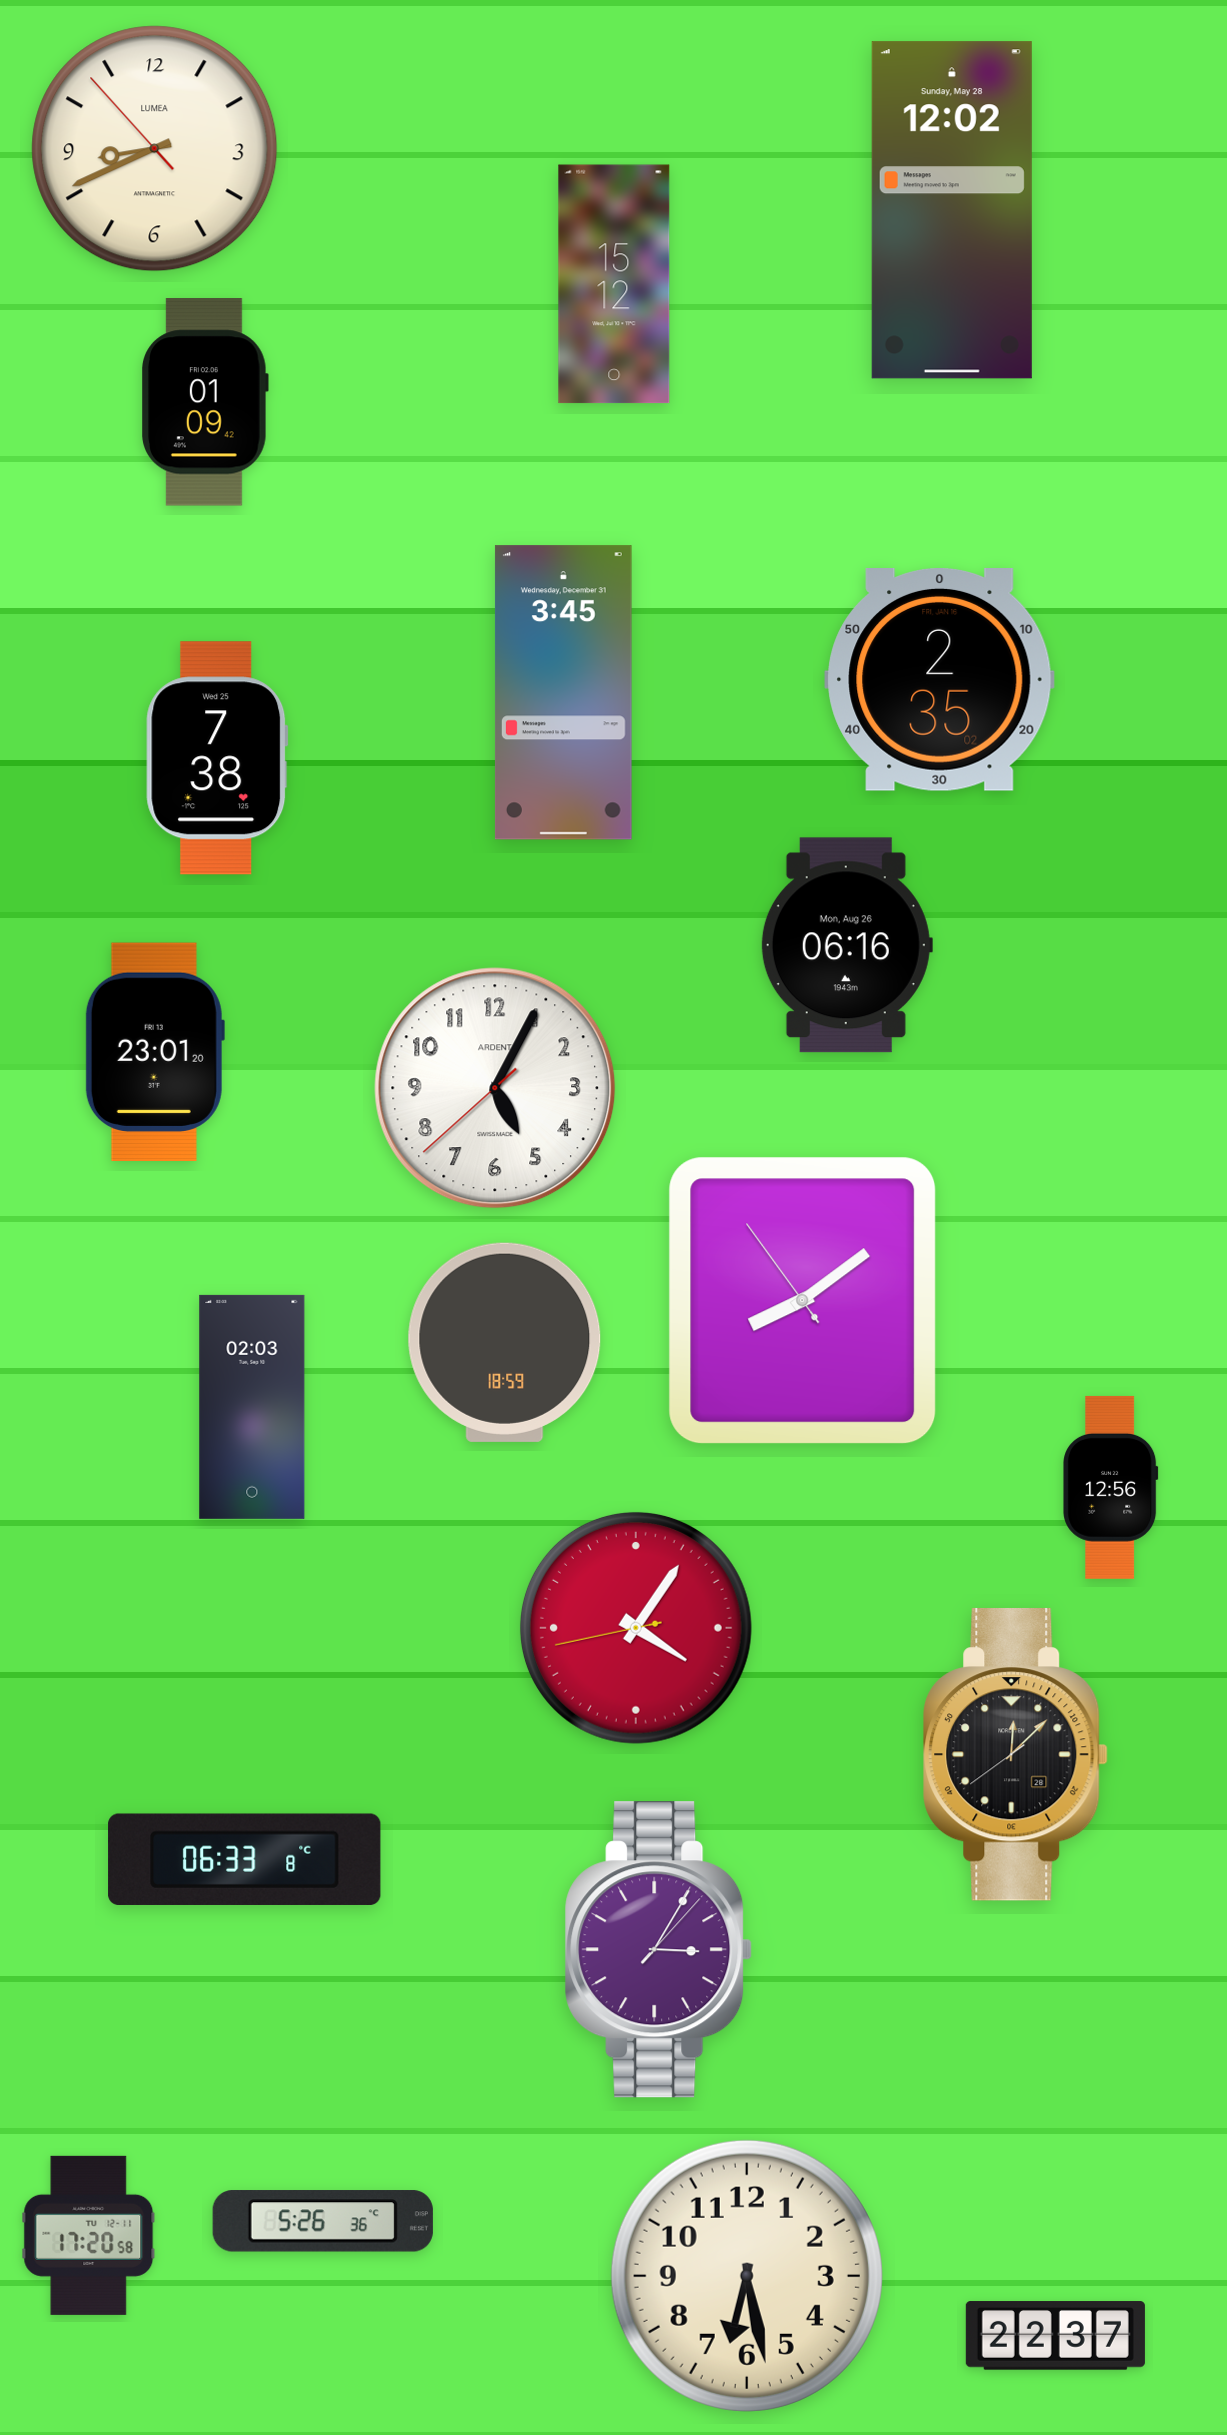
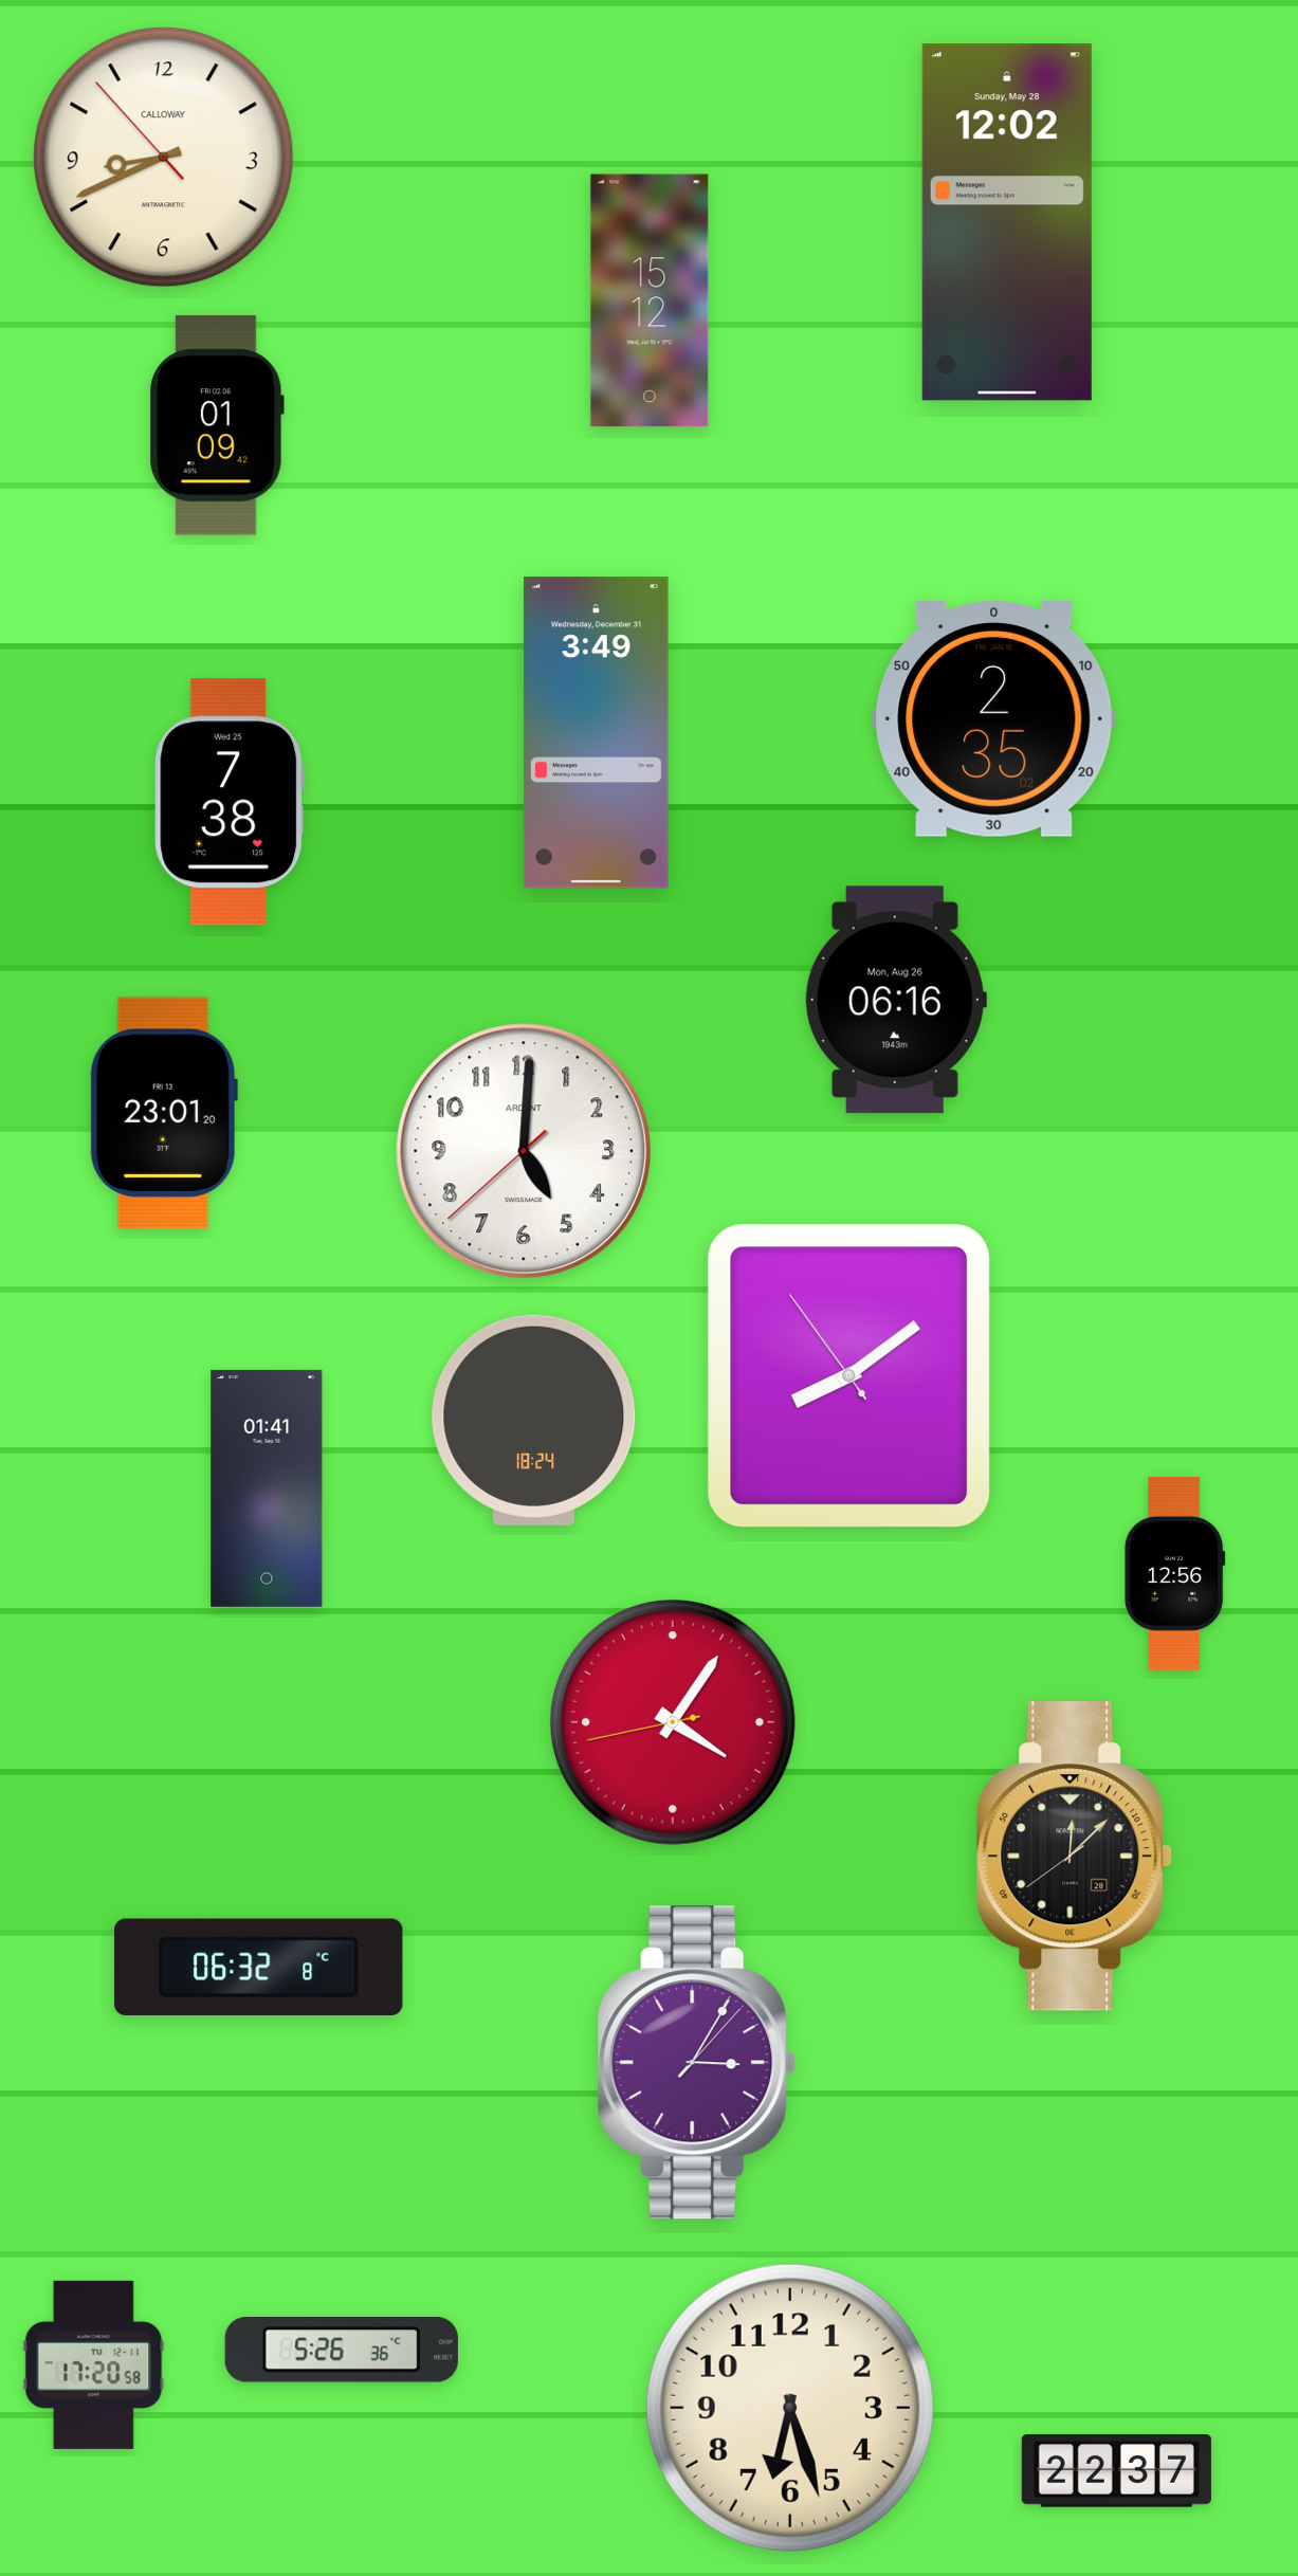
clock at (155, 149) brand: LUMEA -> CALLOWAY
clock at (563, 693): 3:45 -> 3:49
clock at (495, 1088): 5:04 -> 5:00
clock at (505, 1342): 18:59 -> 18:24
clock at (252, 1407): 02:03 -> 01:41
clock at (245, 1859): 06:33 -> 06:32
clock at (747, 2276): 6:28 -> 6:27
